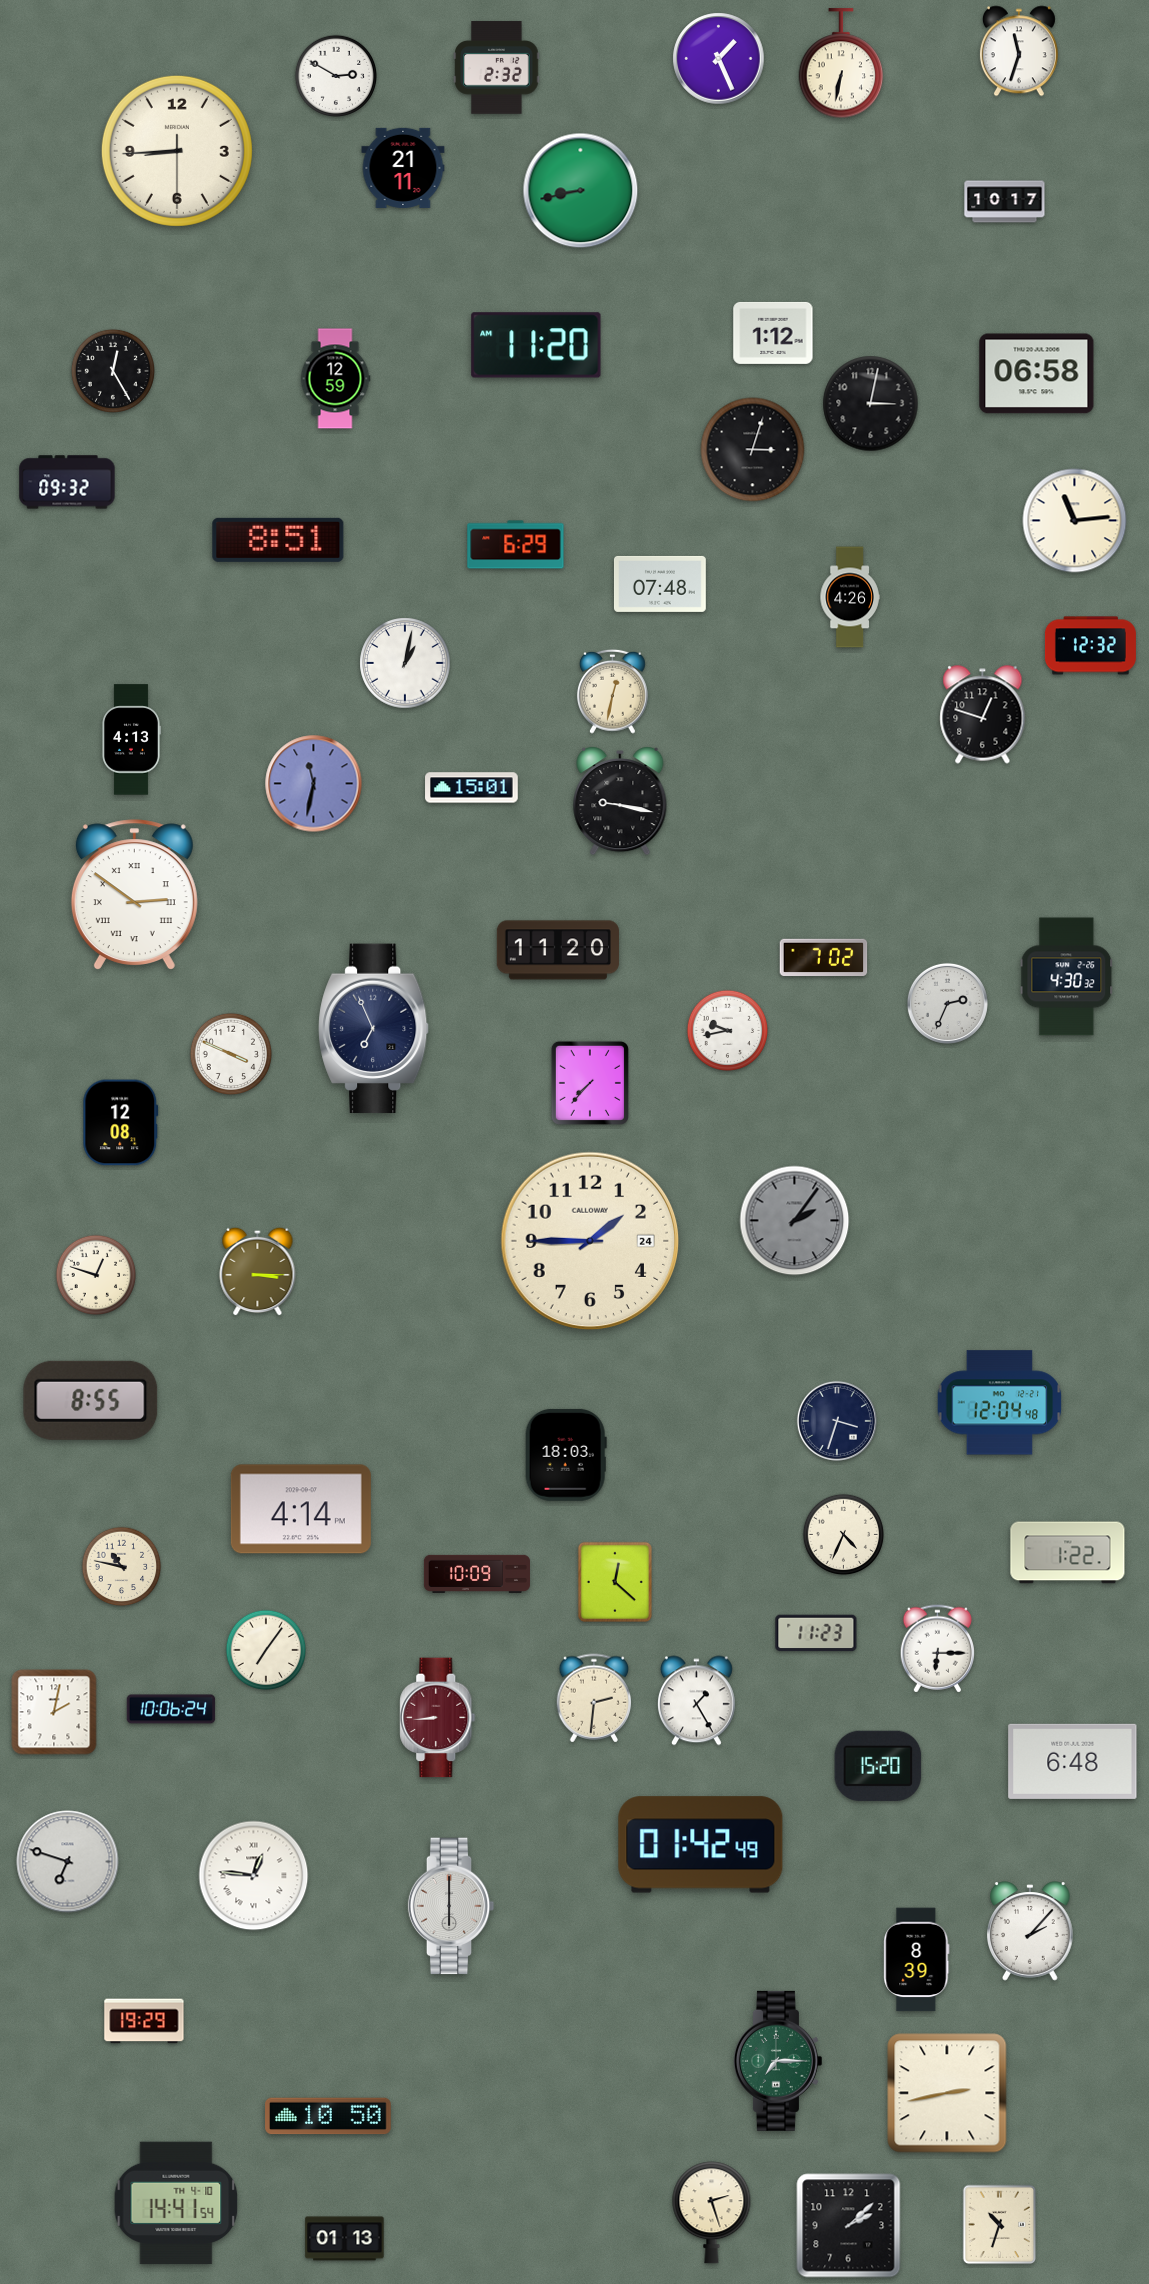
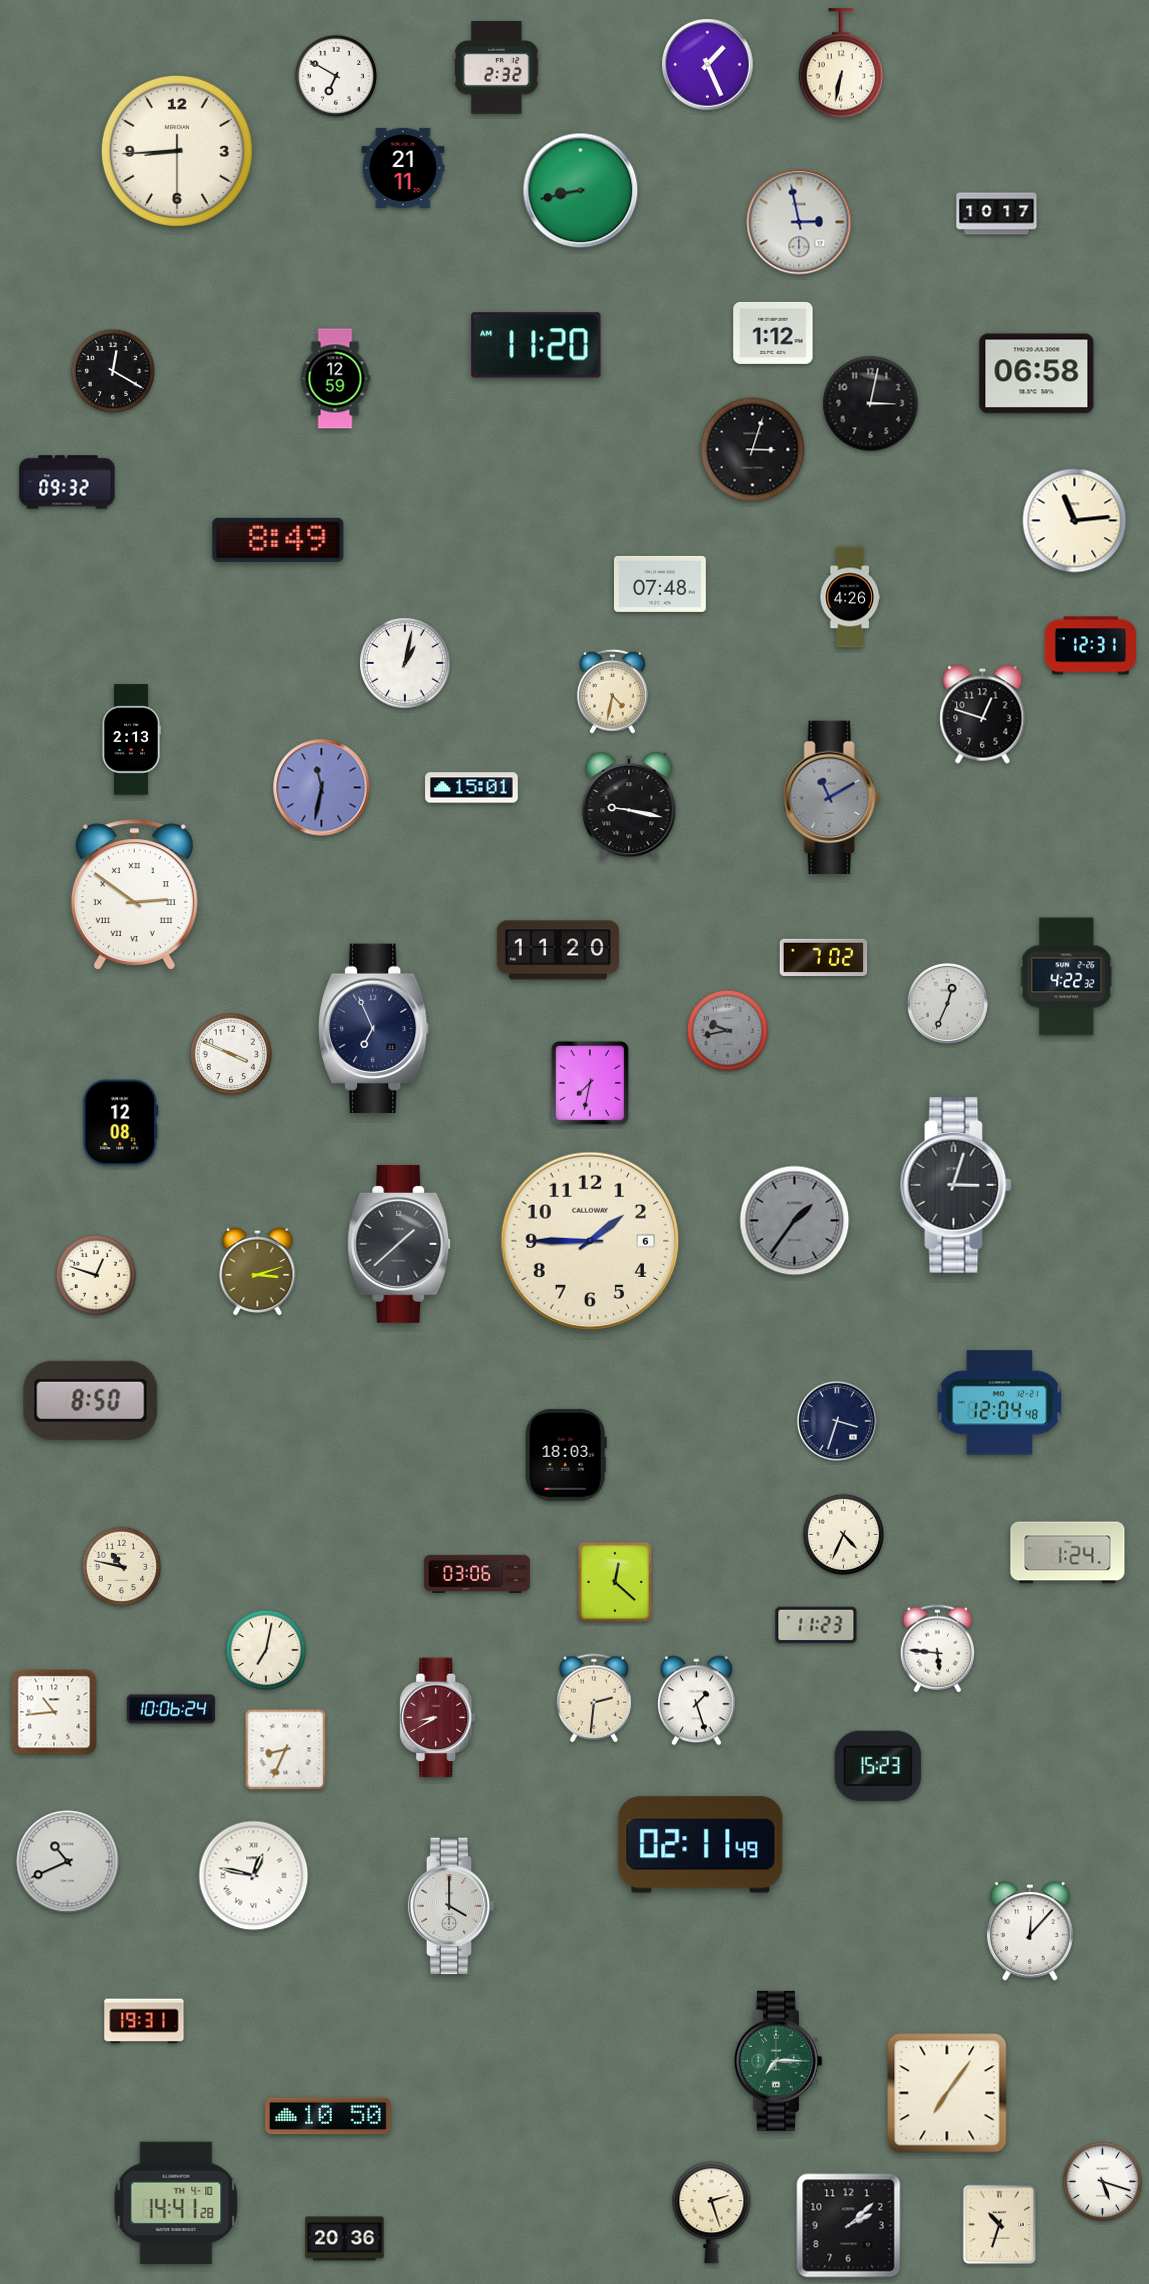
clock at (1019, 51): 11:33 -> none
clock at (719, 59) position: (719, 59) -> (708, 65)
clock at (335, 75): 2:50 -> 6:50
clock at (1005, 202) position: (1005, 202) -> (997, 214)
clock at (799, 222): none -> 2:58
clock at (113, 371): 12:25 -> 12:20
clock at (278, 540): 8:51 -> 8:49
clock at (516, 545): 6:29 -> none
clock at (1090, 646): 12:32 -> 12:31
clock at (612, 691): 12:32 -> 4:32
clock at (131, 740): 4:13 -> 2:13
clock at (314, 784) position: (314, 784) -> (322, 788)
clock at (831, 798): none -> 11:10
clock at (620, 801) position: (620, 801) -> (629, 806)
clock at (1067, 977): 4:30 -> 4:22
clock at (947, 1003): 2:34 -> 12:34
clock at (728, 1031) dial: white -> grey
clock at (590, 1083): 7:37 -> 7:32
clock at (956, 1186): none -> 3:03
clock at (795, 1221): 2:06 -> 1:36
clock at (590, 1241) date: 24 -> 6
clock at (399, 1244): none -> 1:38
clock at (258, 1271): 3:15 -> 3:12
clock at (91, 1400): 8:55 -> 8:50
clock at (301, 1509): 4:14 -> none
clock at (1068, 1553): 1:22 -> 1:24
clock at (477, 1574): 10:09 -> 03:06
clock at (816, 1633) position: (816, 1633) -> (816, 1625)
clock at (937, 1649): 6:15 -> 5:46
clock at (266, 1650): 7:06 -> 7:02
clock at (696, 1701): 1:25 -> 1:27
clock at (54, 1712): 2:02 -> 10:44
clock at (438, 1718): 8:44 -> 8:40
clock at (286, 1750): none -> 8:34
clock at (1073, 1761): 6:48 -> none
clock at (878, 1766): 15:20 -> 15:23
clock at (701, 1845): 01:42 -> 02:11
clock at (68, 1862): 6:48 -> 10:41
clock at (254, 1876): 12:46 -> 12:47
clock at (451, 1906): 6:00 -> 4:00
clock at (1031, 1931): 2:07 -> 12:07
clock at (917, 1960): 8:39 -> none
clock at (144, 2021): 19:29 -> 19:31
clock at (947, 2093): 2:43 -> 7:06
clock at (1103, 2182): none -> 5:18
clock at (176, 2203): 14:41:54 -> 14:41:28
clock at (345, 2239): 01:13 -> 20:36
